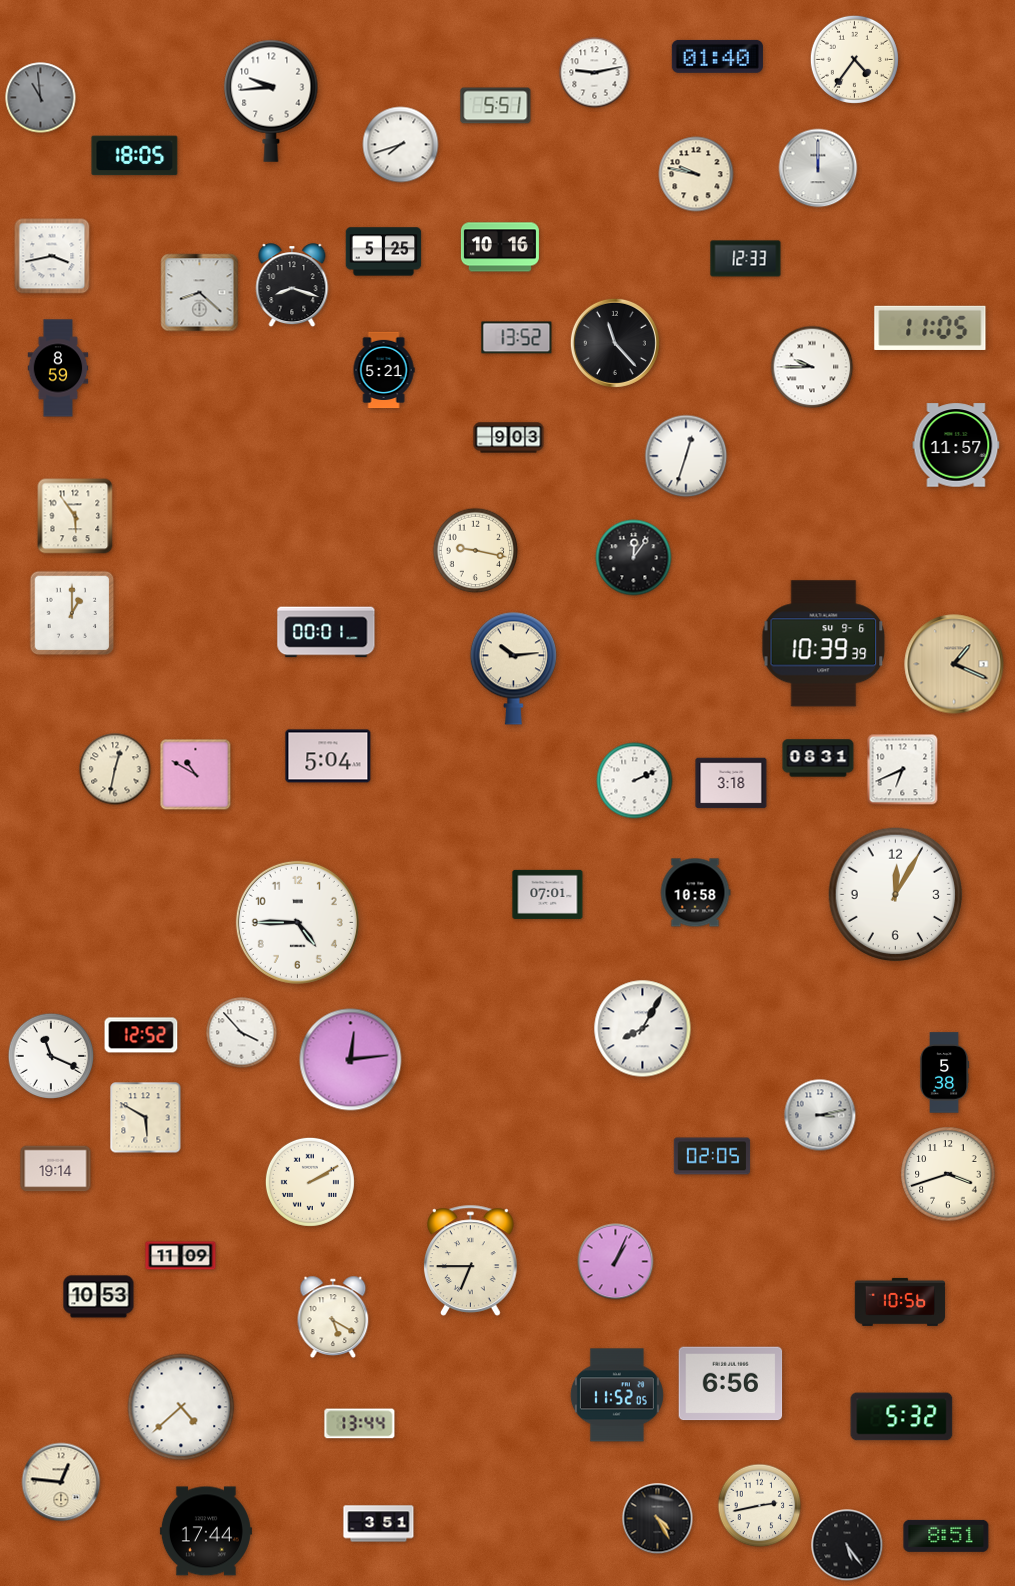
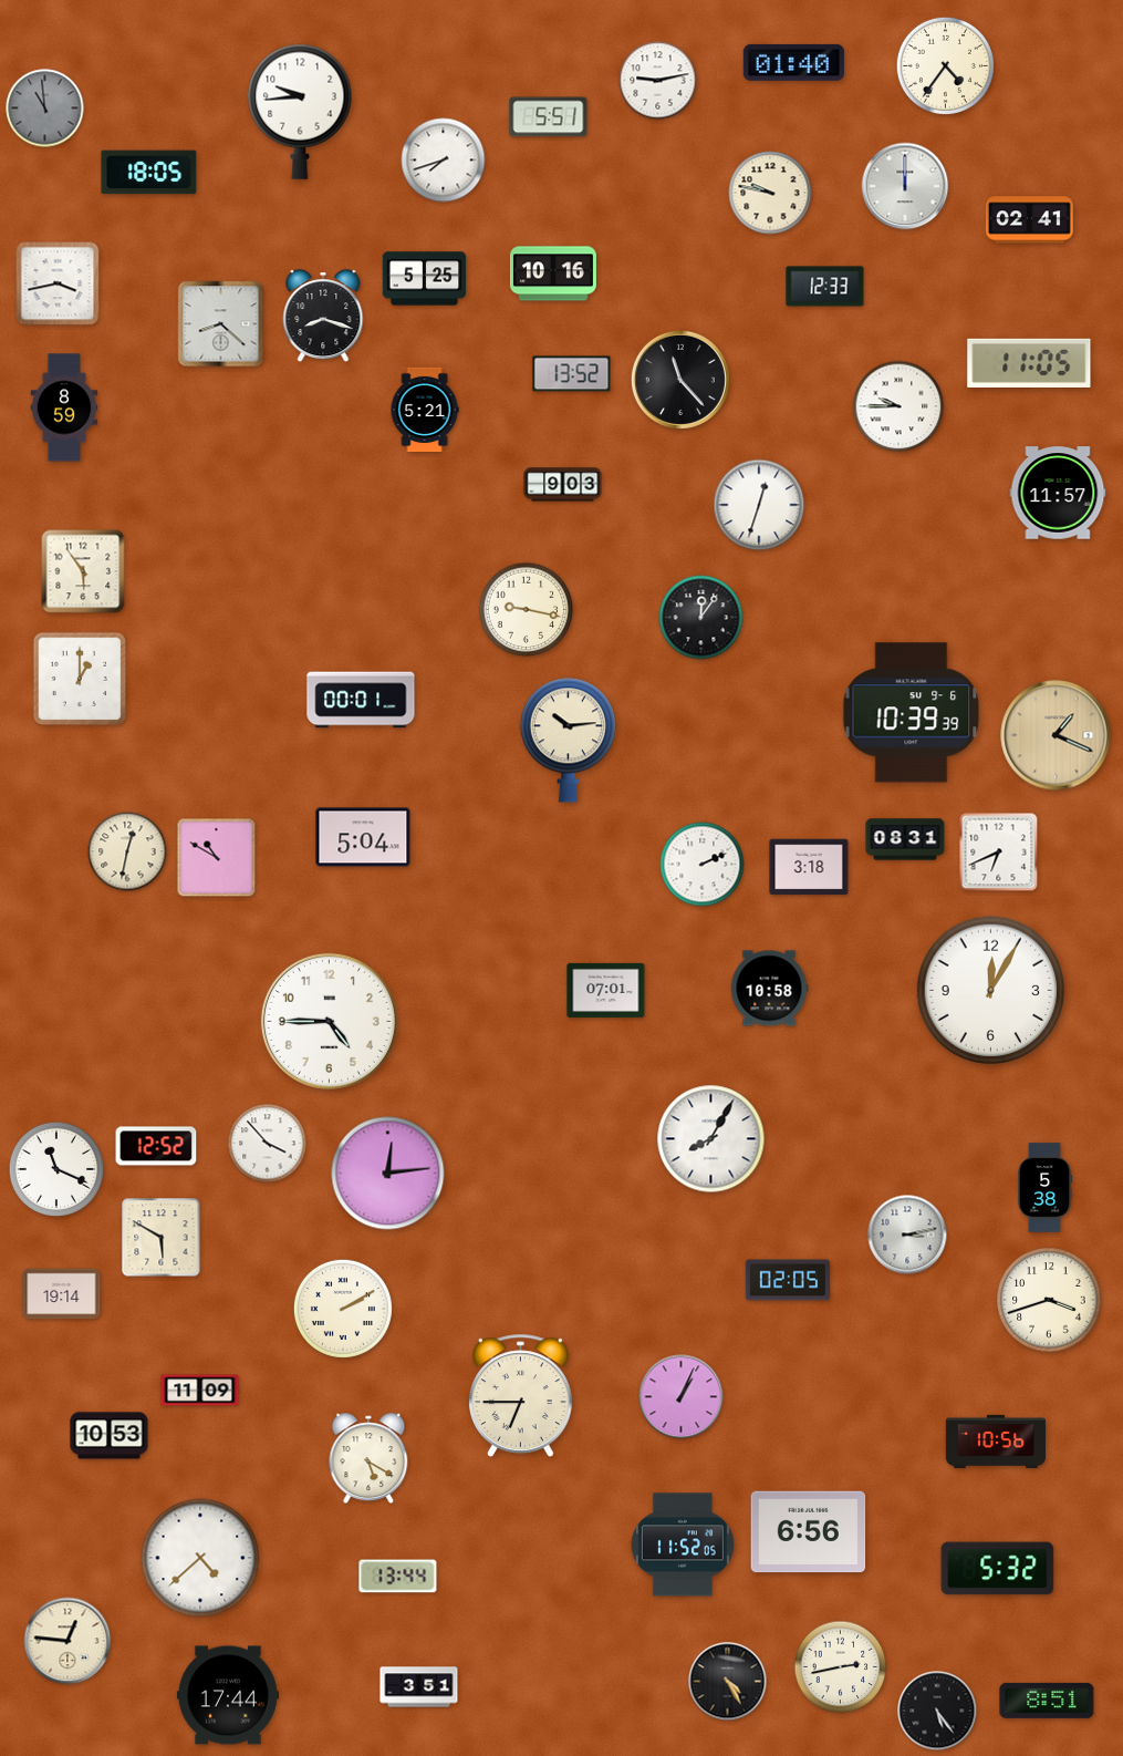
clock at (1030, 220): none -> 02:41
